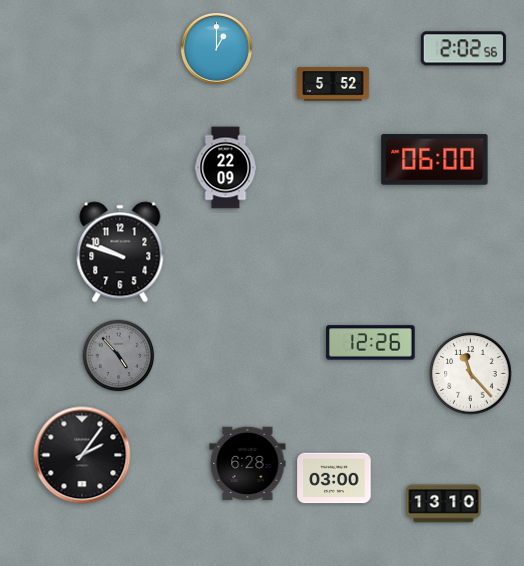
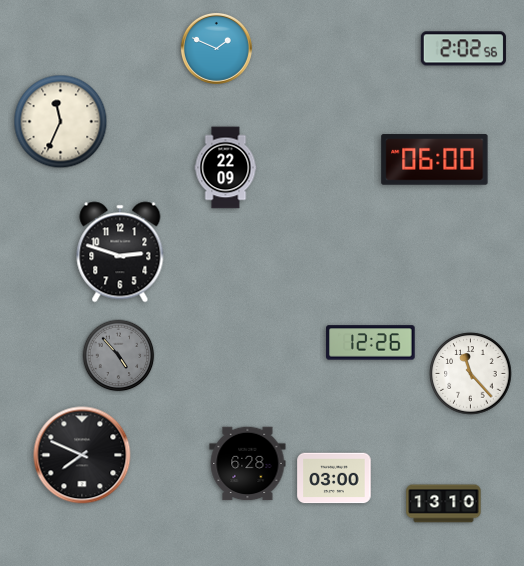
clock at (216, 48): 1:00 -> 1:49
clock at (334, 84): 5:52 -> none
clock at (61, 122): none -> 11:34
clock at (120, 252): 9:48 -> 2:48
clock at (82, 455): 2:06 -> 7:49
